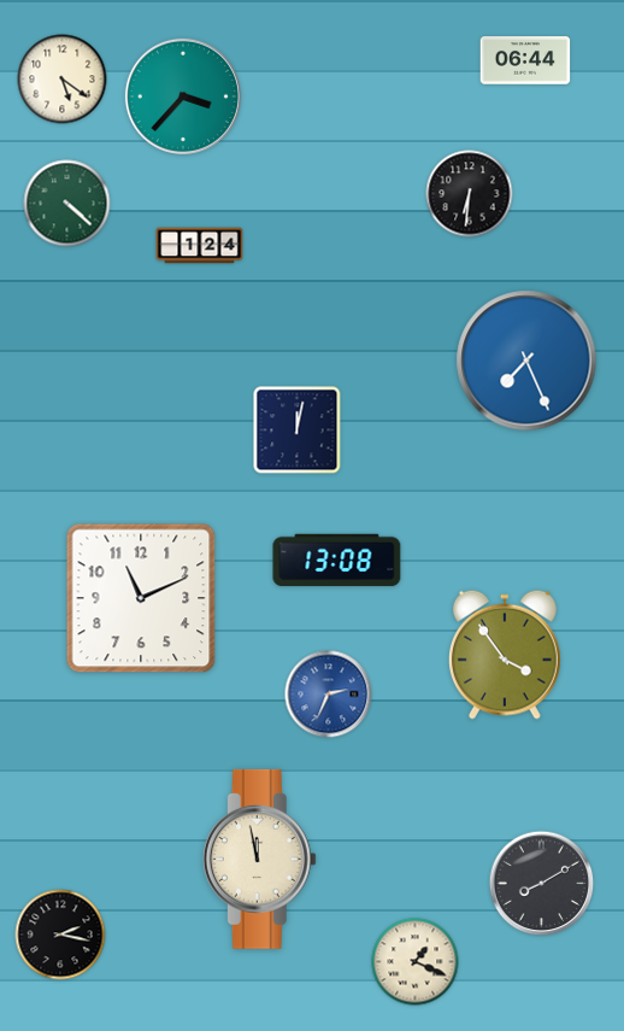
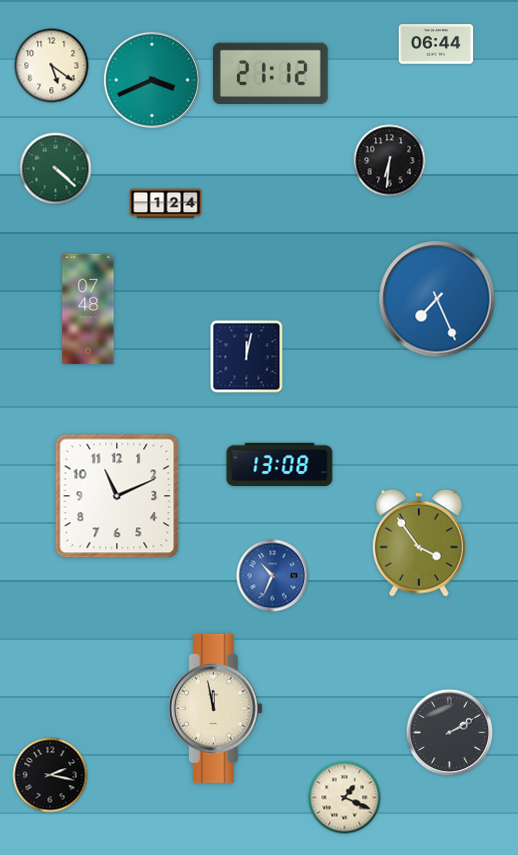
clock at (525, 60) position: (525, 60) -> (436, 44)
clock at (270, 73): none -> 21:12
clock at (183, 96): 3:37 -> 3:41
clock at (88, 309): none -> 07:48
clock at (329, 695): 2:34 -> 10:34
clock at (259, 859) position: (259, 859) -> (215, 708)
clock at (542, 884): 8:10 -> 2:10
